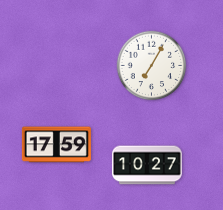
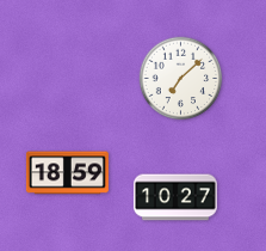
clock at (152, 66): 7:05 -> 7:08
clock at (56, 145): 17:59 -> 18:59
